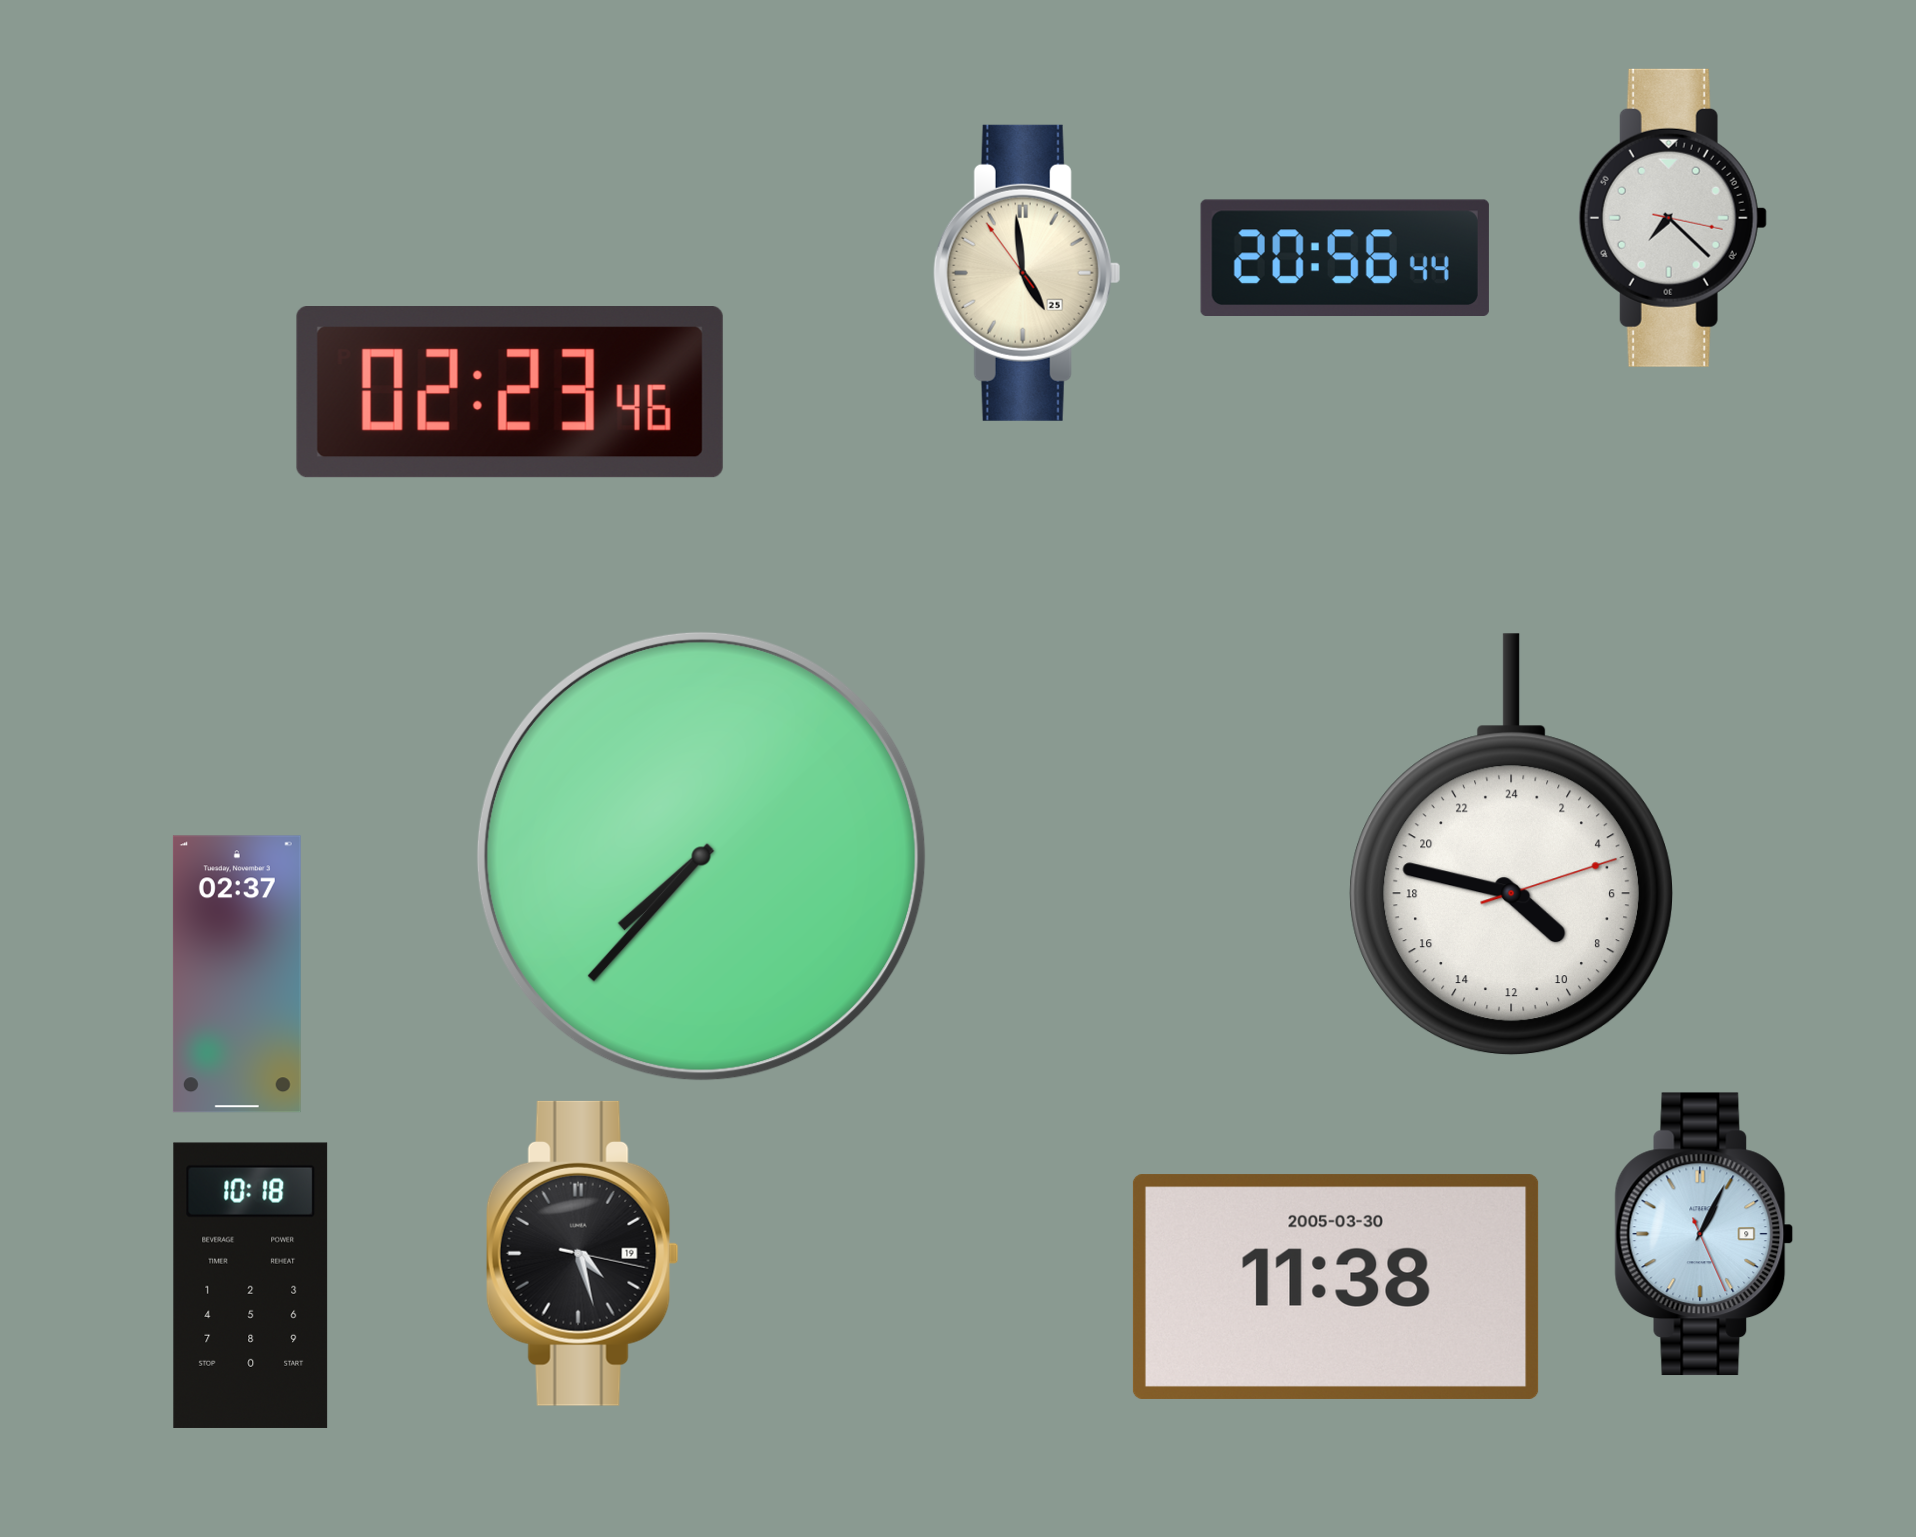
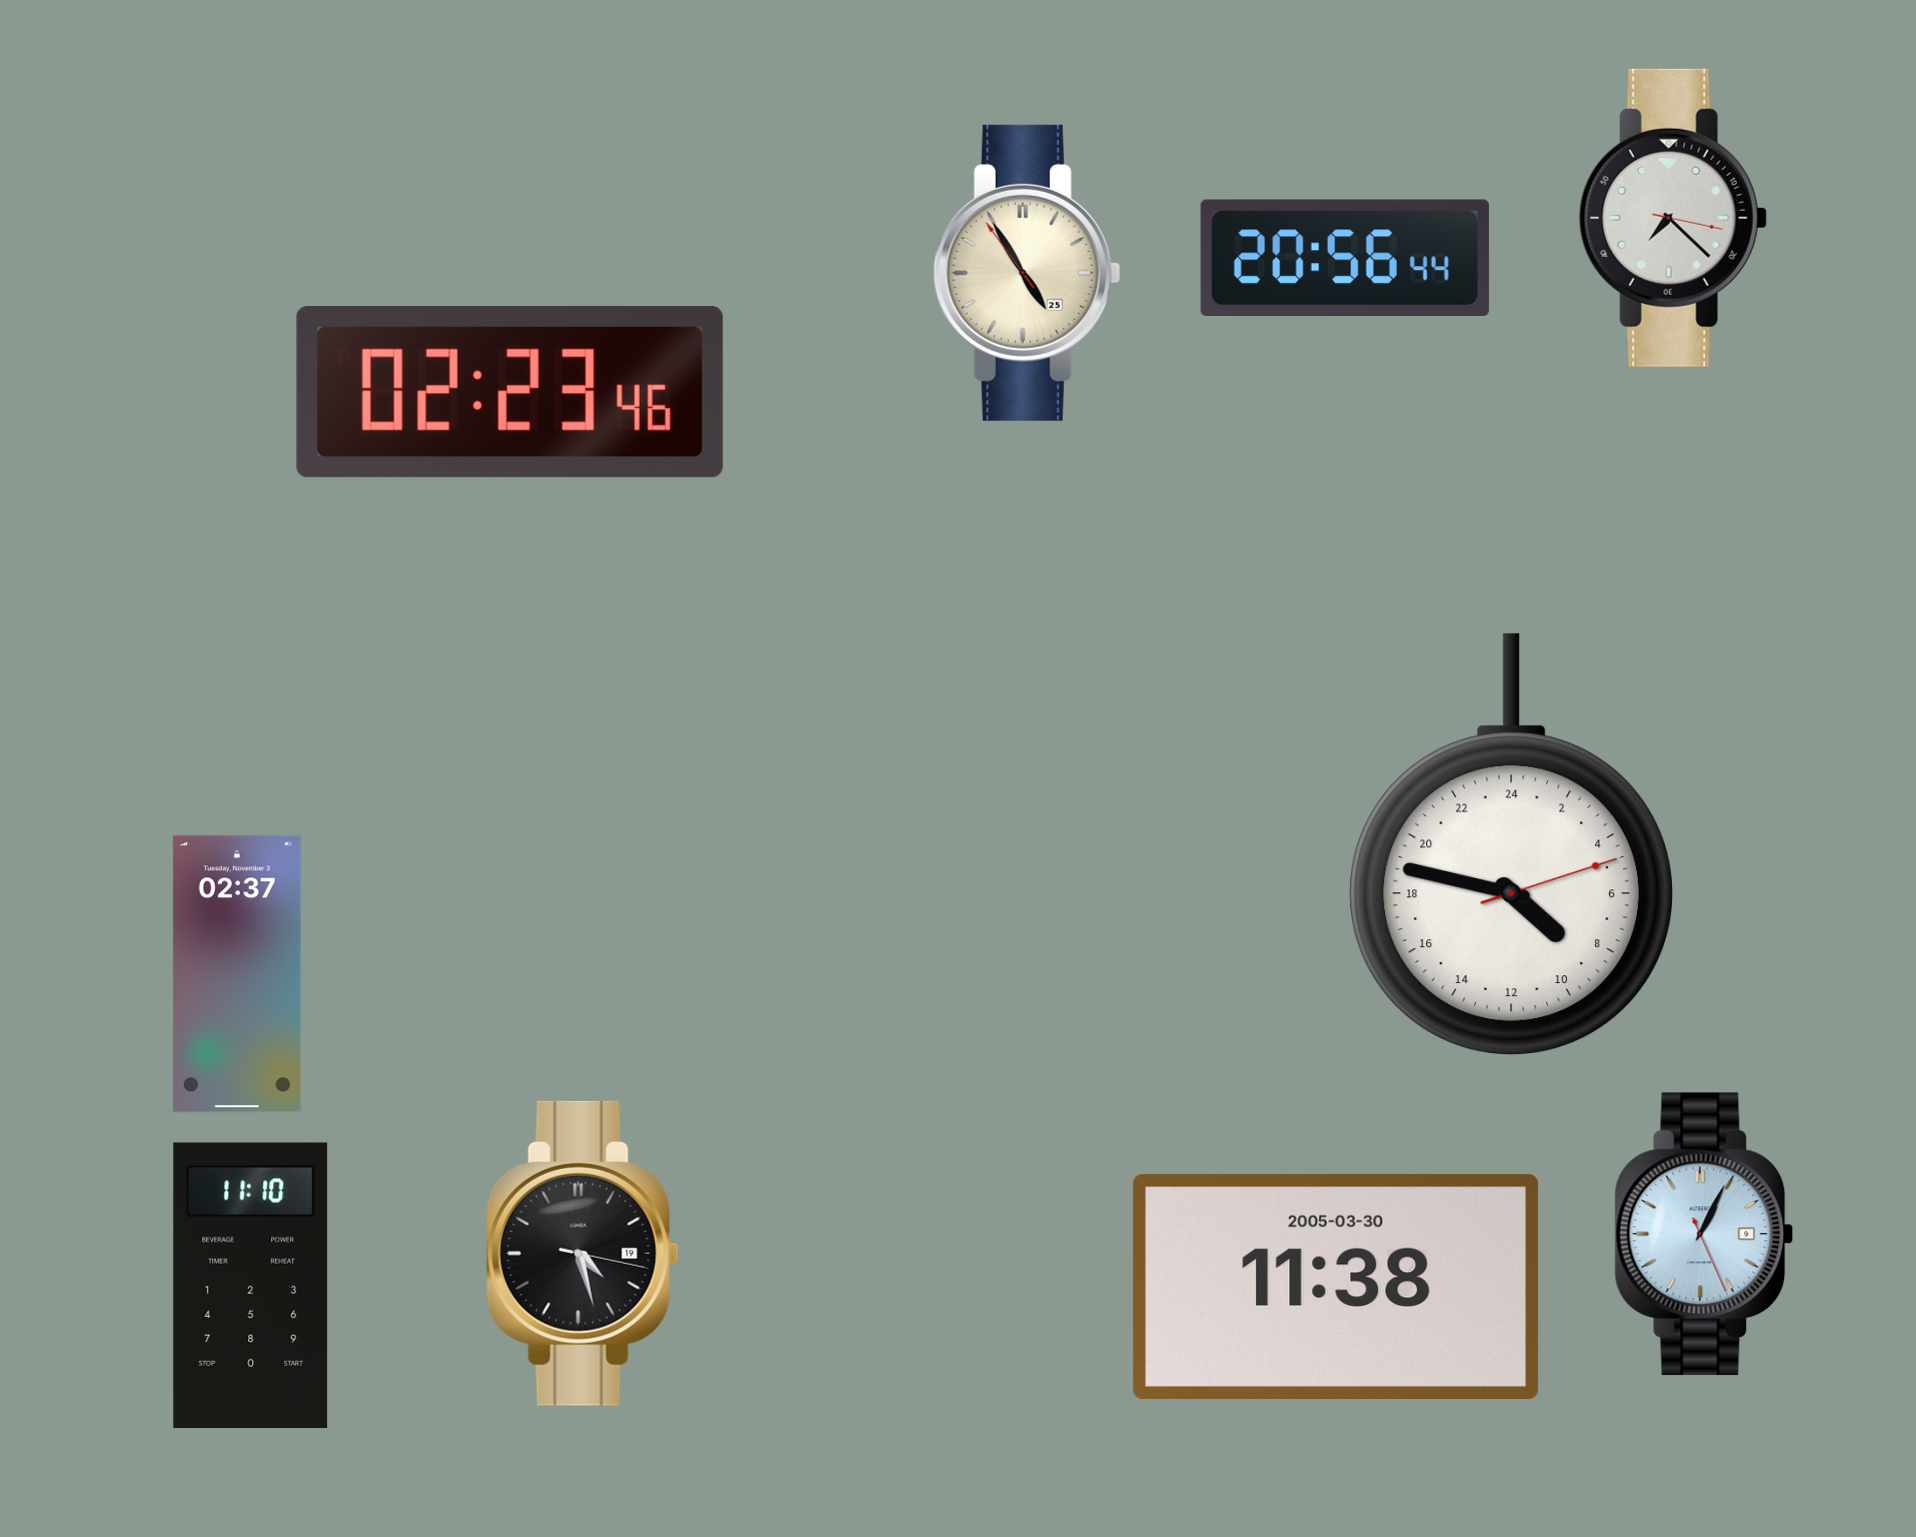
clock at (1027, 273): 4:58 -> 4:54
clock at (701, 856): 7:37 -> none
clock at (251, 1285): 10:18 -> 11:10
